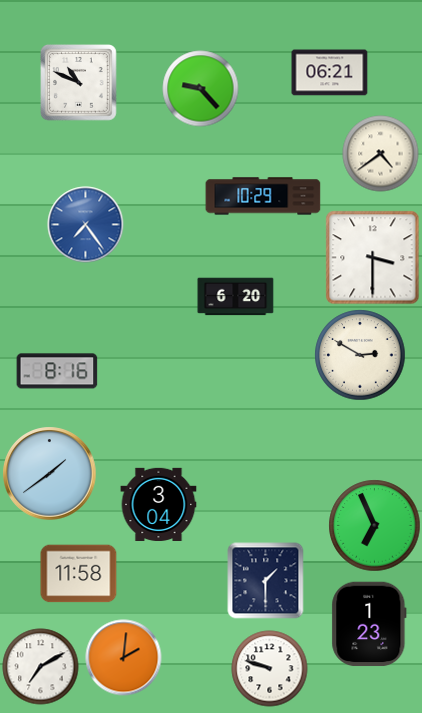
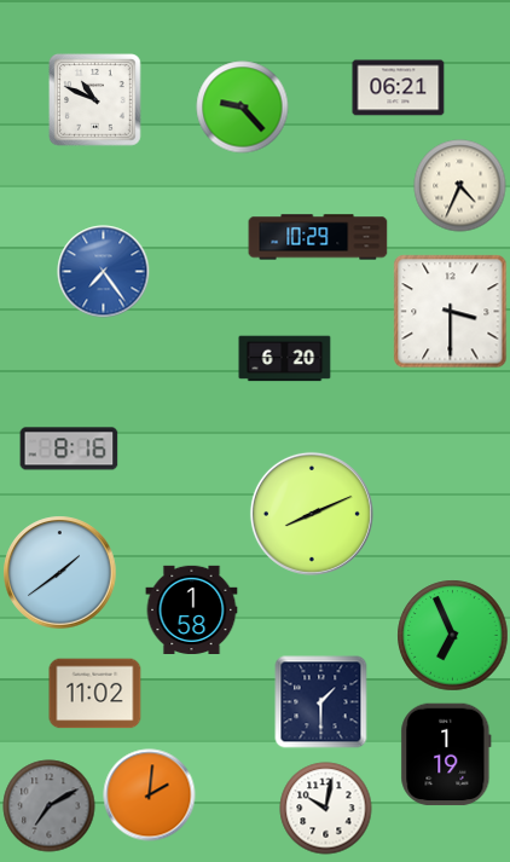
clock at (381, 154): 4:39 -> 4:34
clock at (360, 355): 2:50 -> none
clock at (312, 514): none -> 8:11
clock at (159, 504): 3:04 -> 1:58
clock at (79, 574): 11:58 -> 11:02
clock at (369, 624): 1:23 -> 1:19
clock at (41, 667) dial: white -> grey
clock at (270, 669): 9:48 -> 10:02
